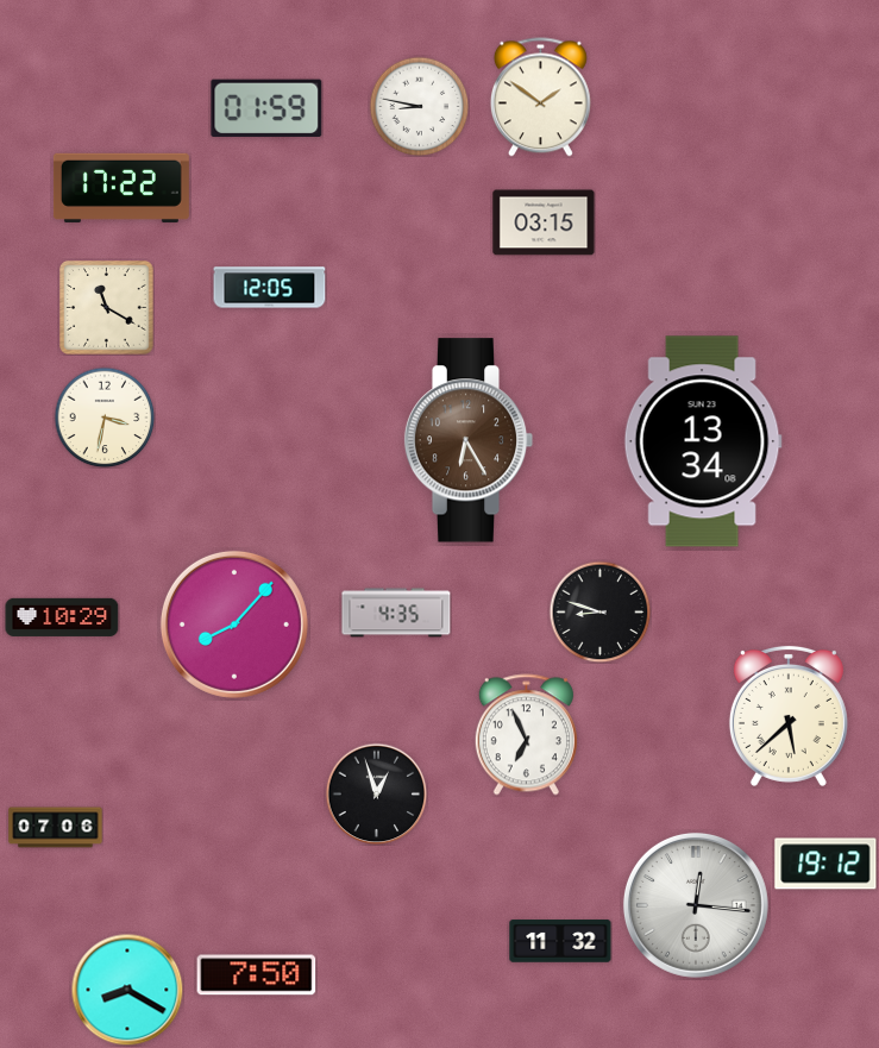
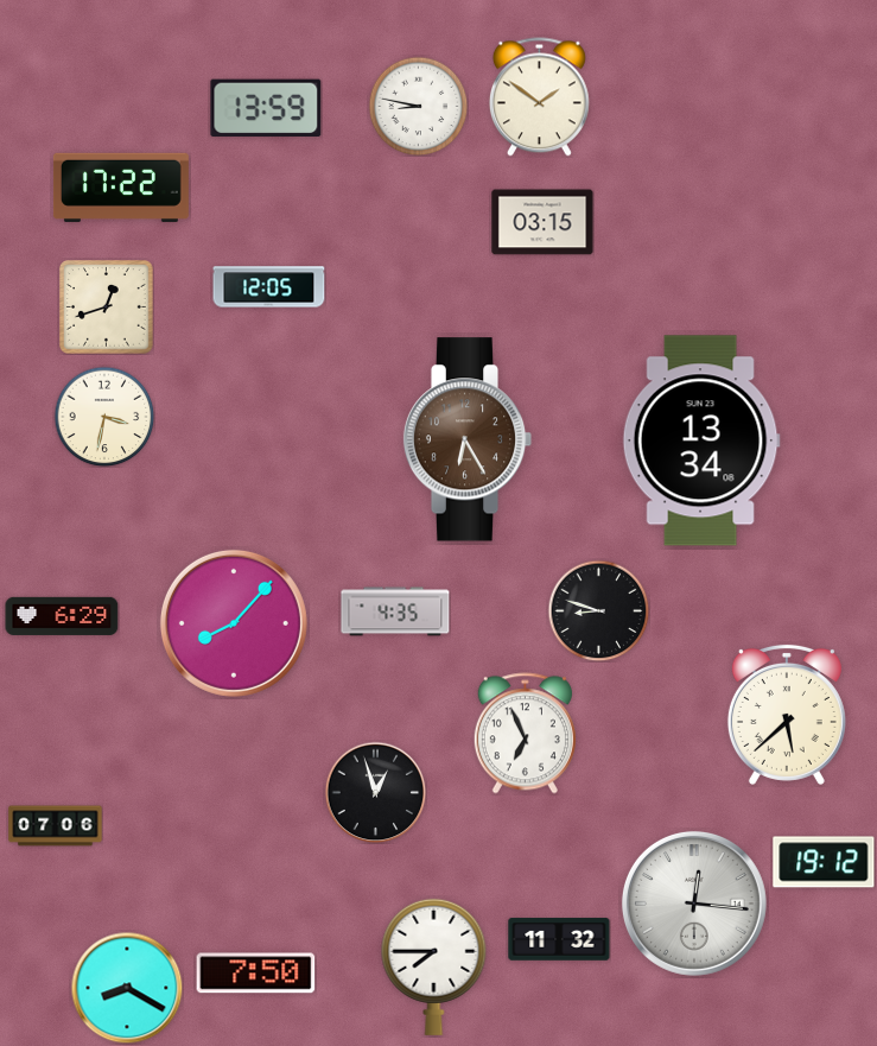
clock at (266, 107): 01:59 -> 13:59
clock at (107, 308): 11:20 -> 12:42
clock at (62, 617): 10:29 -> 6:29
clock at (434, 966): none -> 7:45
